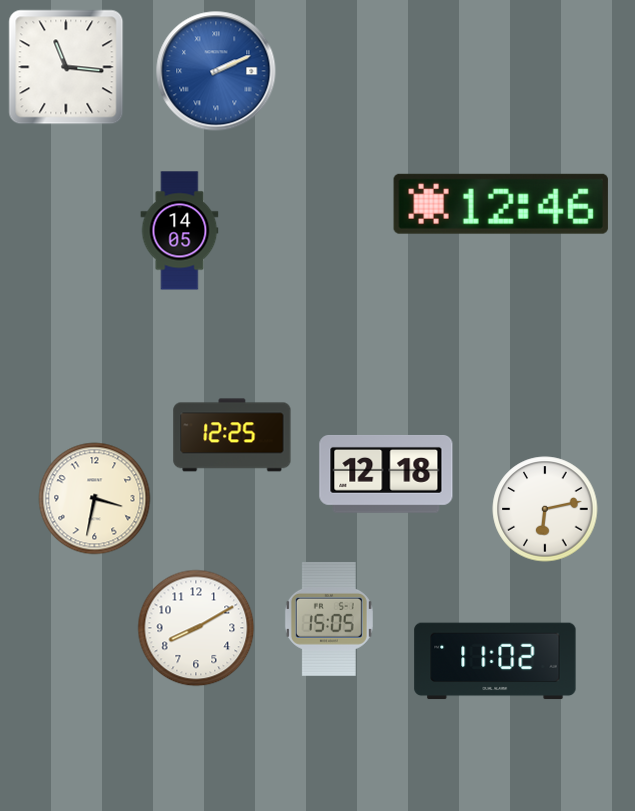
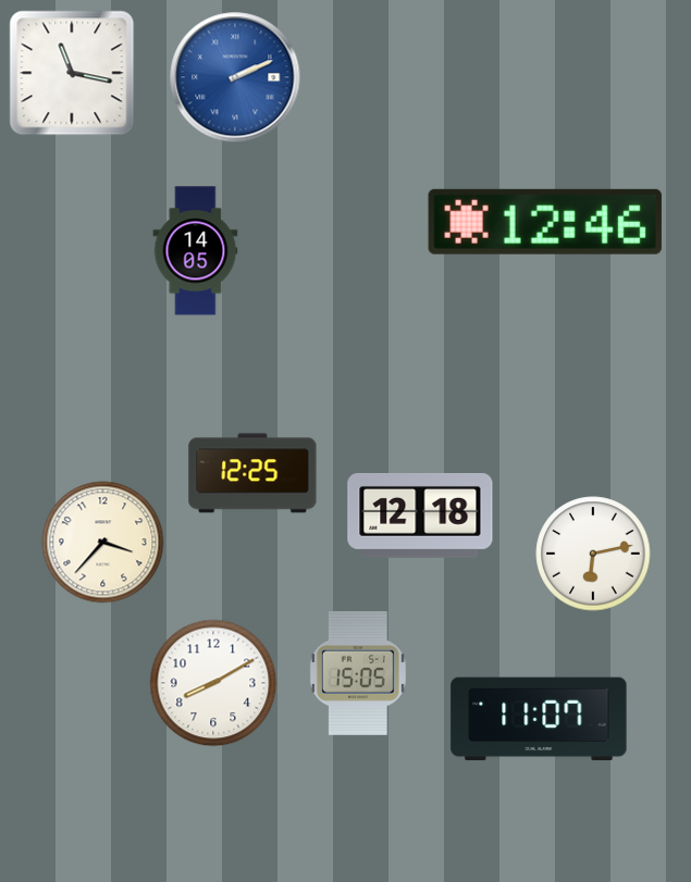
clock at (66, 67): 11:16 -> 11:17
clock at (95, 499): 3:32 -> 3:37
clock at (495, 661): 11:02 -> 11:07
